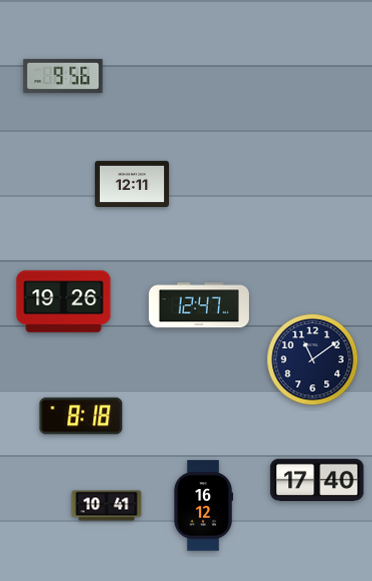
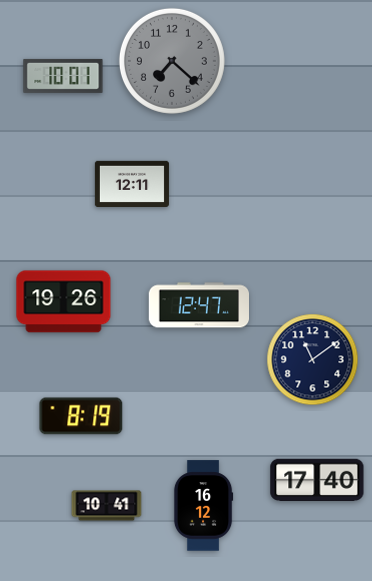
clock at (172, 61): none -> 7:22
clock at (63, 76): 9:56 -> 10:01
clock at (81, 416): 8:18 -> 8:19
